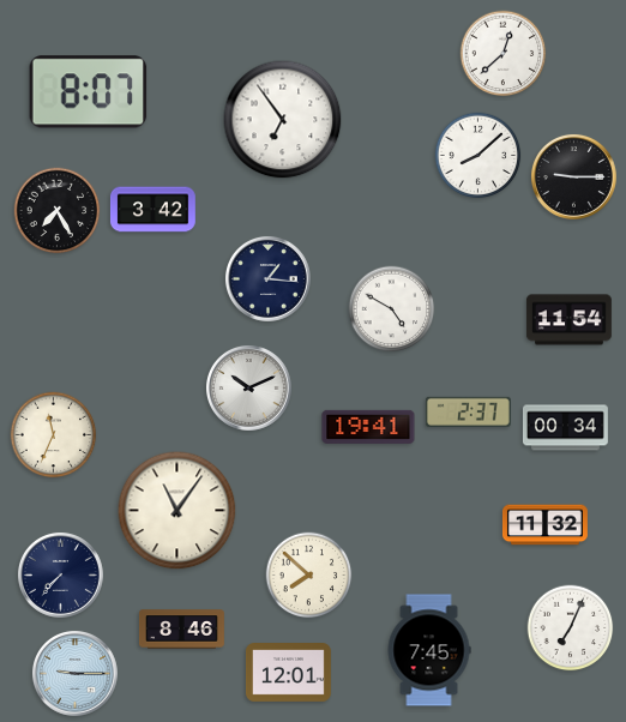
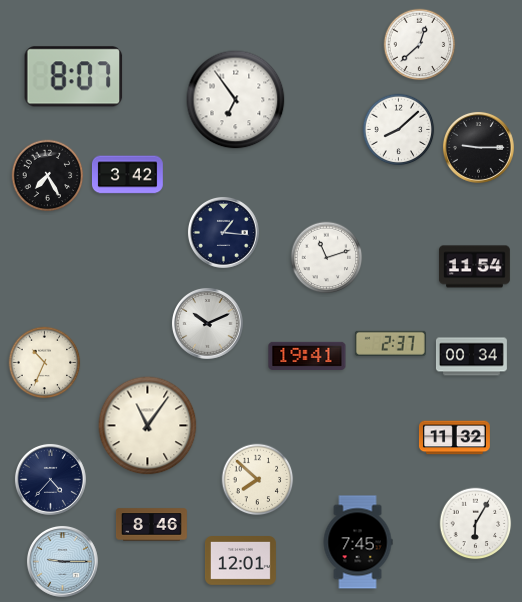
clock at (392, 309): 4:50 -> 11:12
clock at (54, 435): 11:34 -> 10:34
clock at (60, 574): 7:37 -> 4:37
clock at (571, 628): 7:04 -> 6:05
